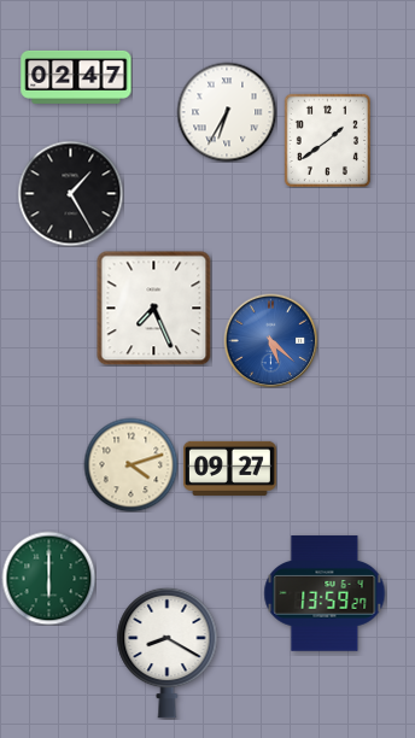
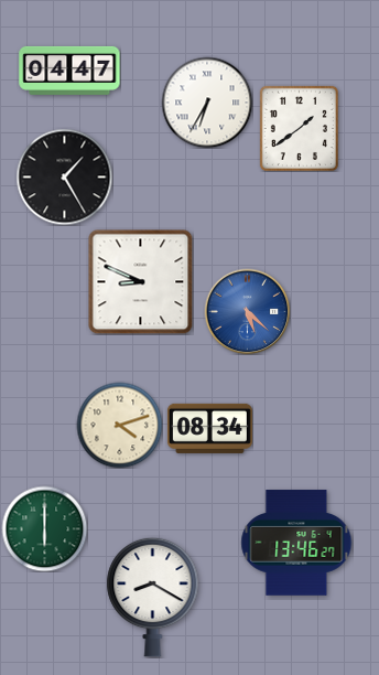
clock at (76, 77): 02:47 -> 04:47
clock at (153, 307): 7:26 -> 8:49
clock at (229, 468): 09:27 -> 08:34
clock at (325, 593): 13:59 -> 13:46
